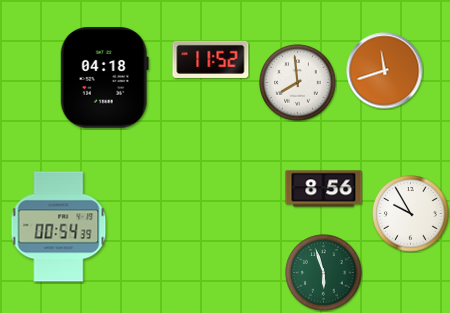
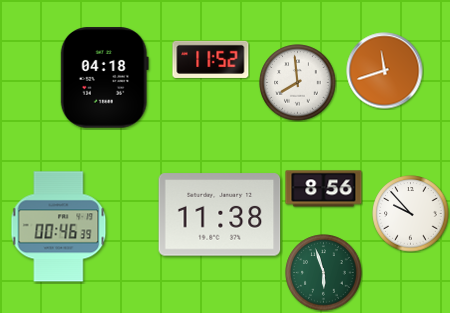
clock at (411, 214): 9:55 -> 9:53
clock at (220, 215): none -> 11:38
clock at (59, 227): 00:54 -> 00:46
